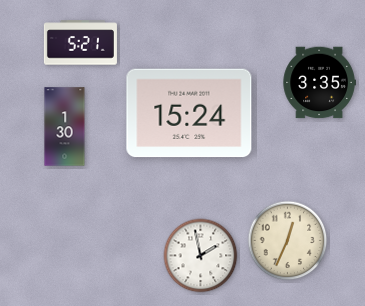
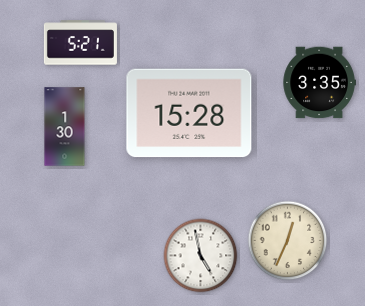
clock at (189, 113): 15:24 -> 15:28
clock at (201, 256): 1:58 -> 4:58
